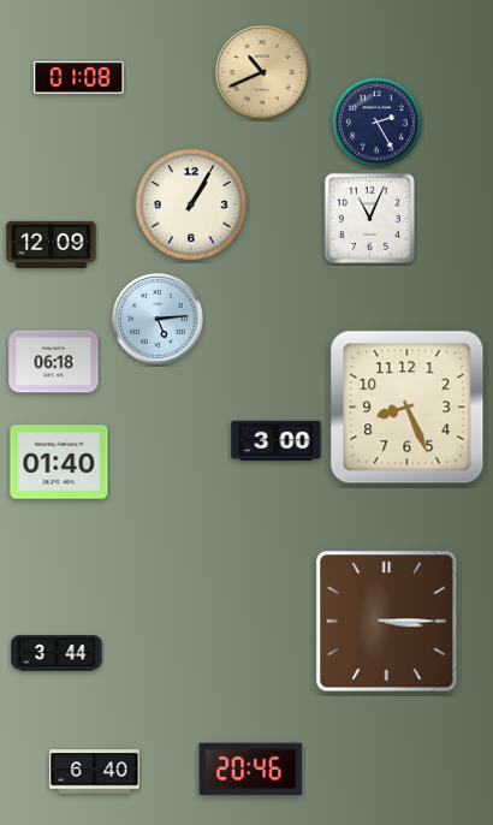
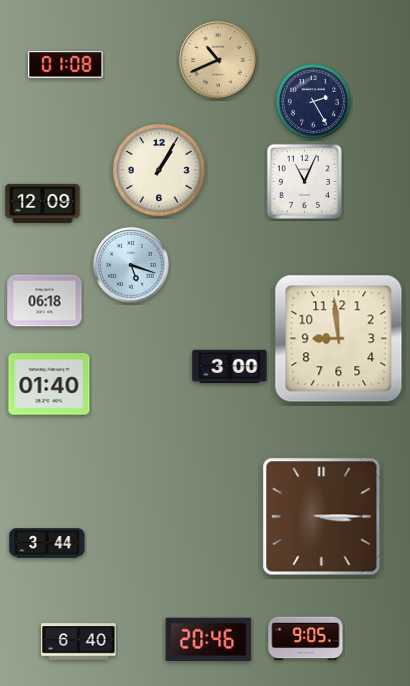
clock at (369, 218) position: (369, 218) -> (304, 181)
clock at (158, 319): 5:14 -> 5:18
clock at (408, 408): 8:26 -> 8:59
clock at (306, 639): none -> 9:05
